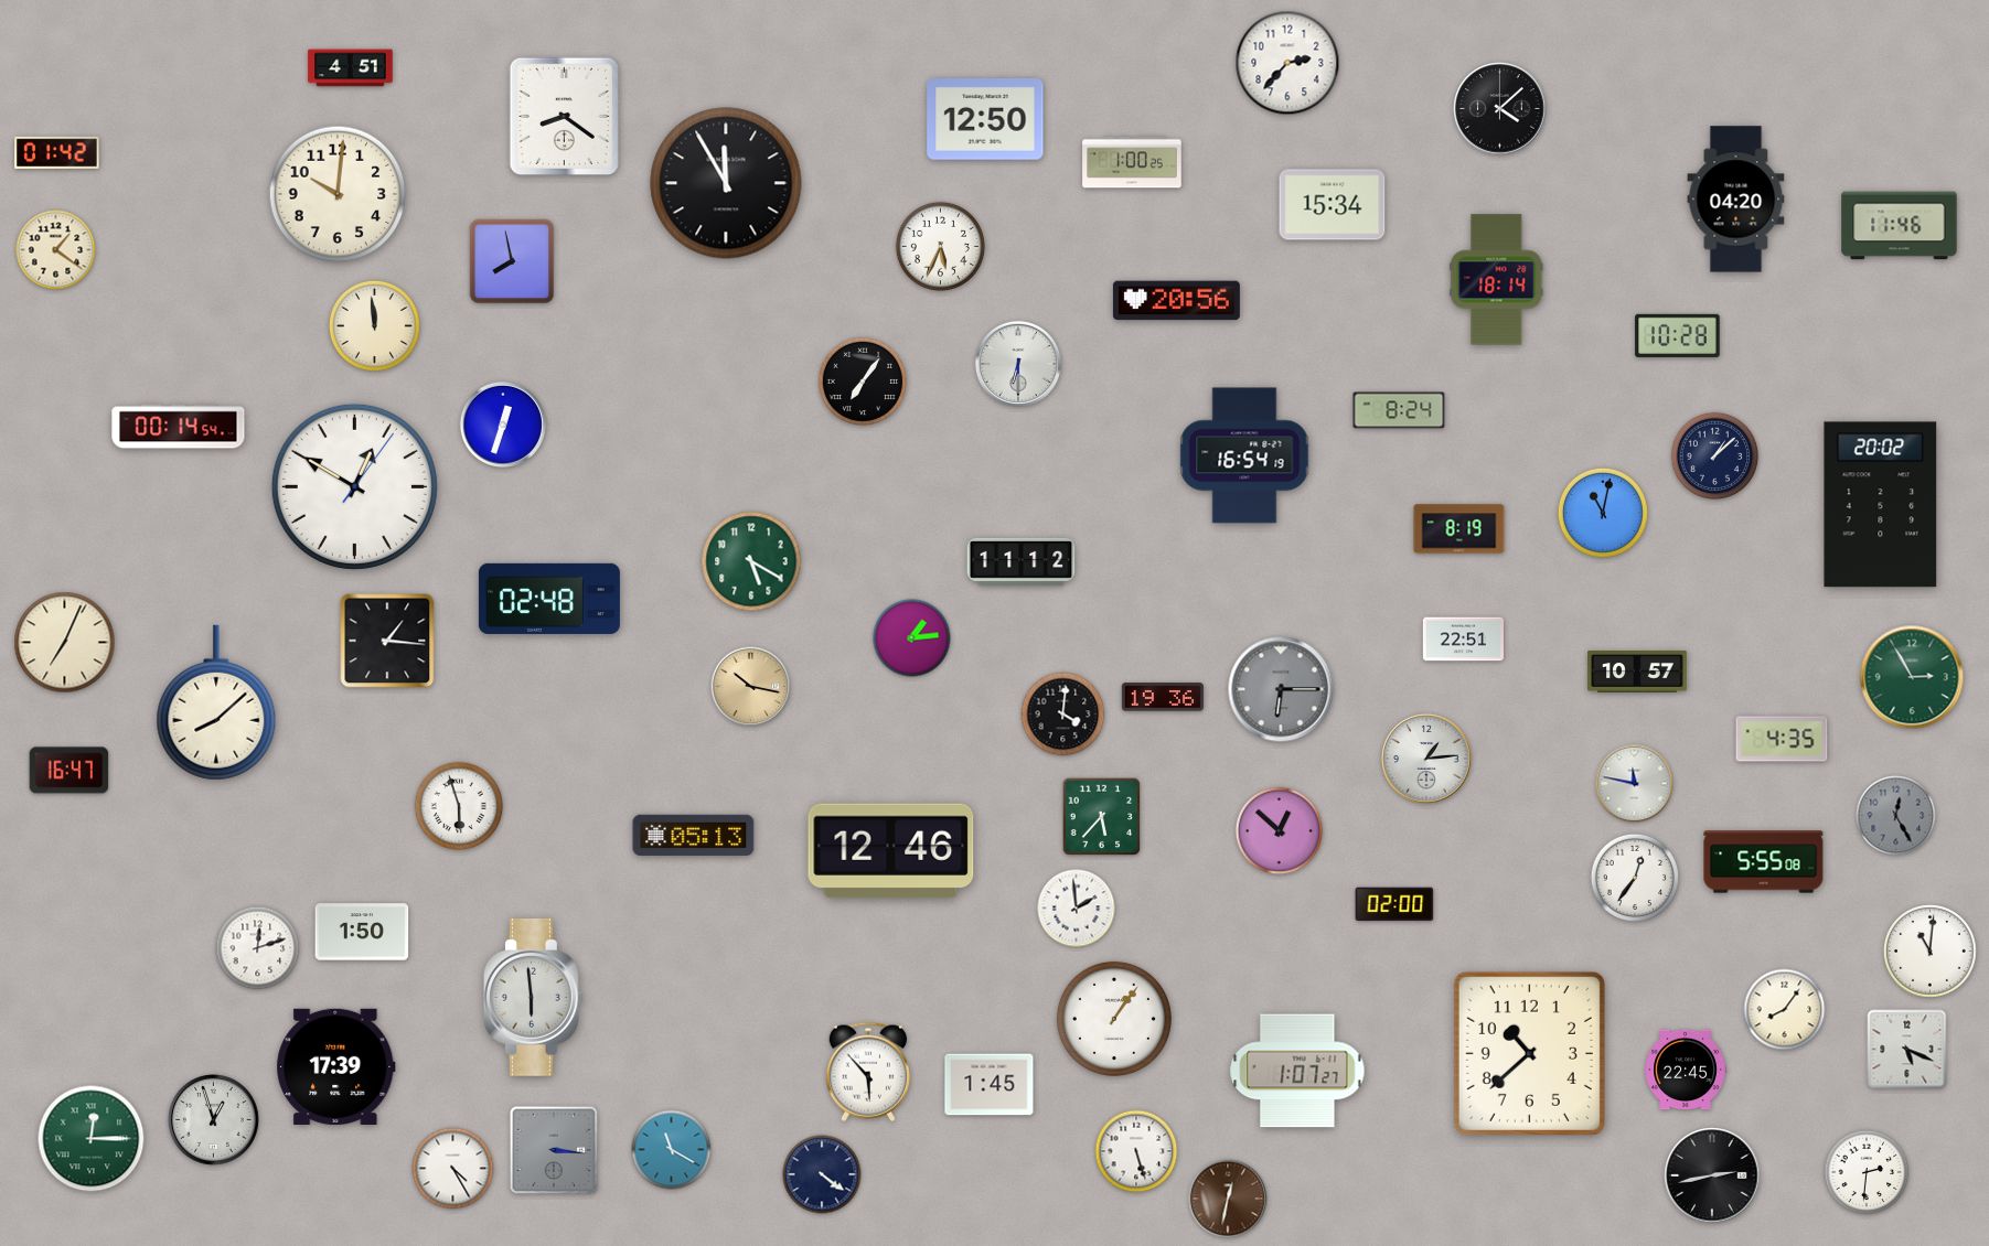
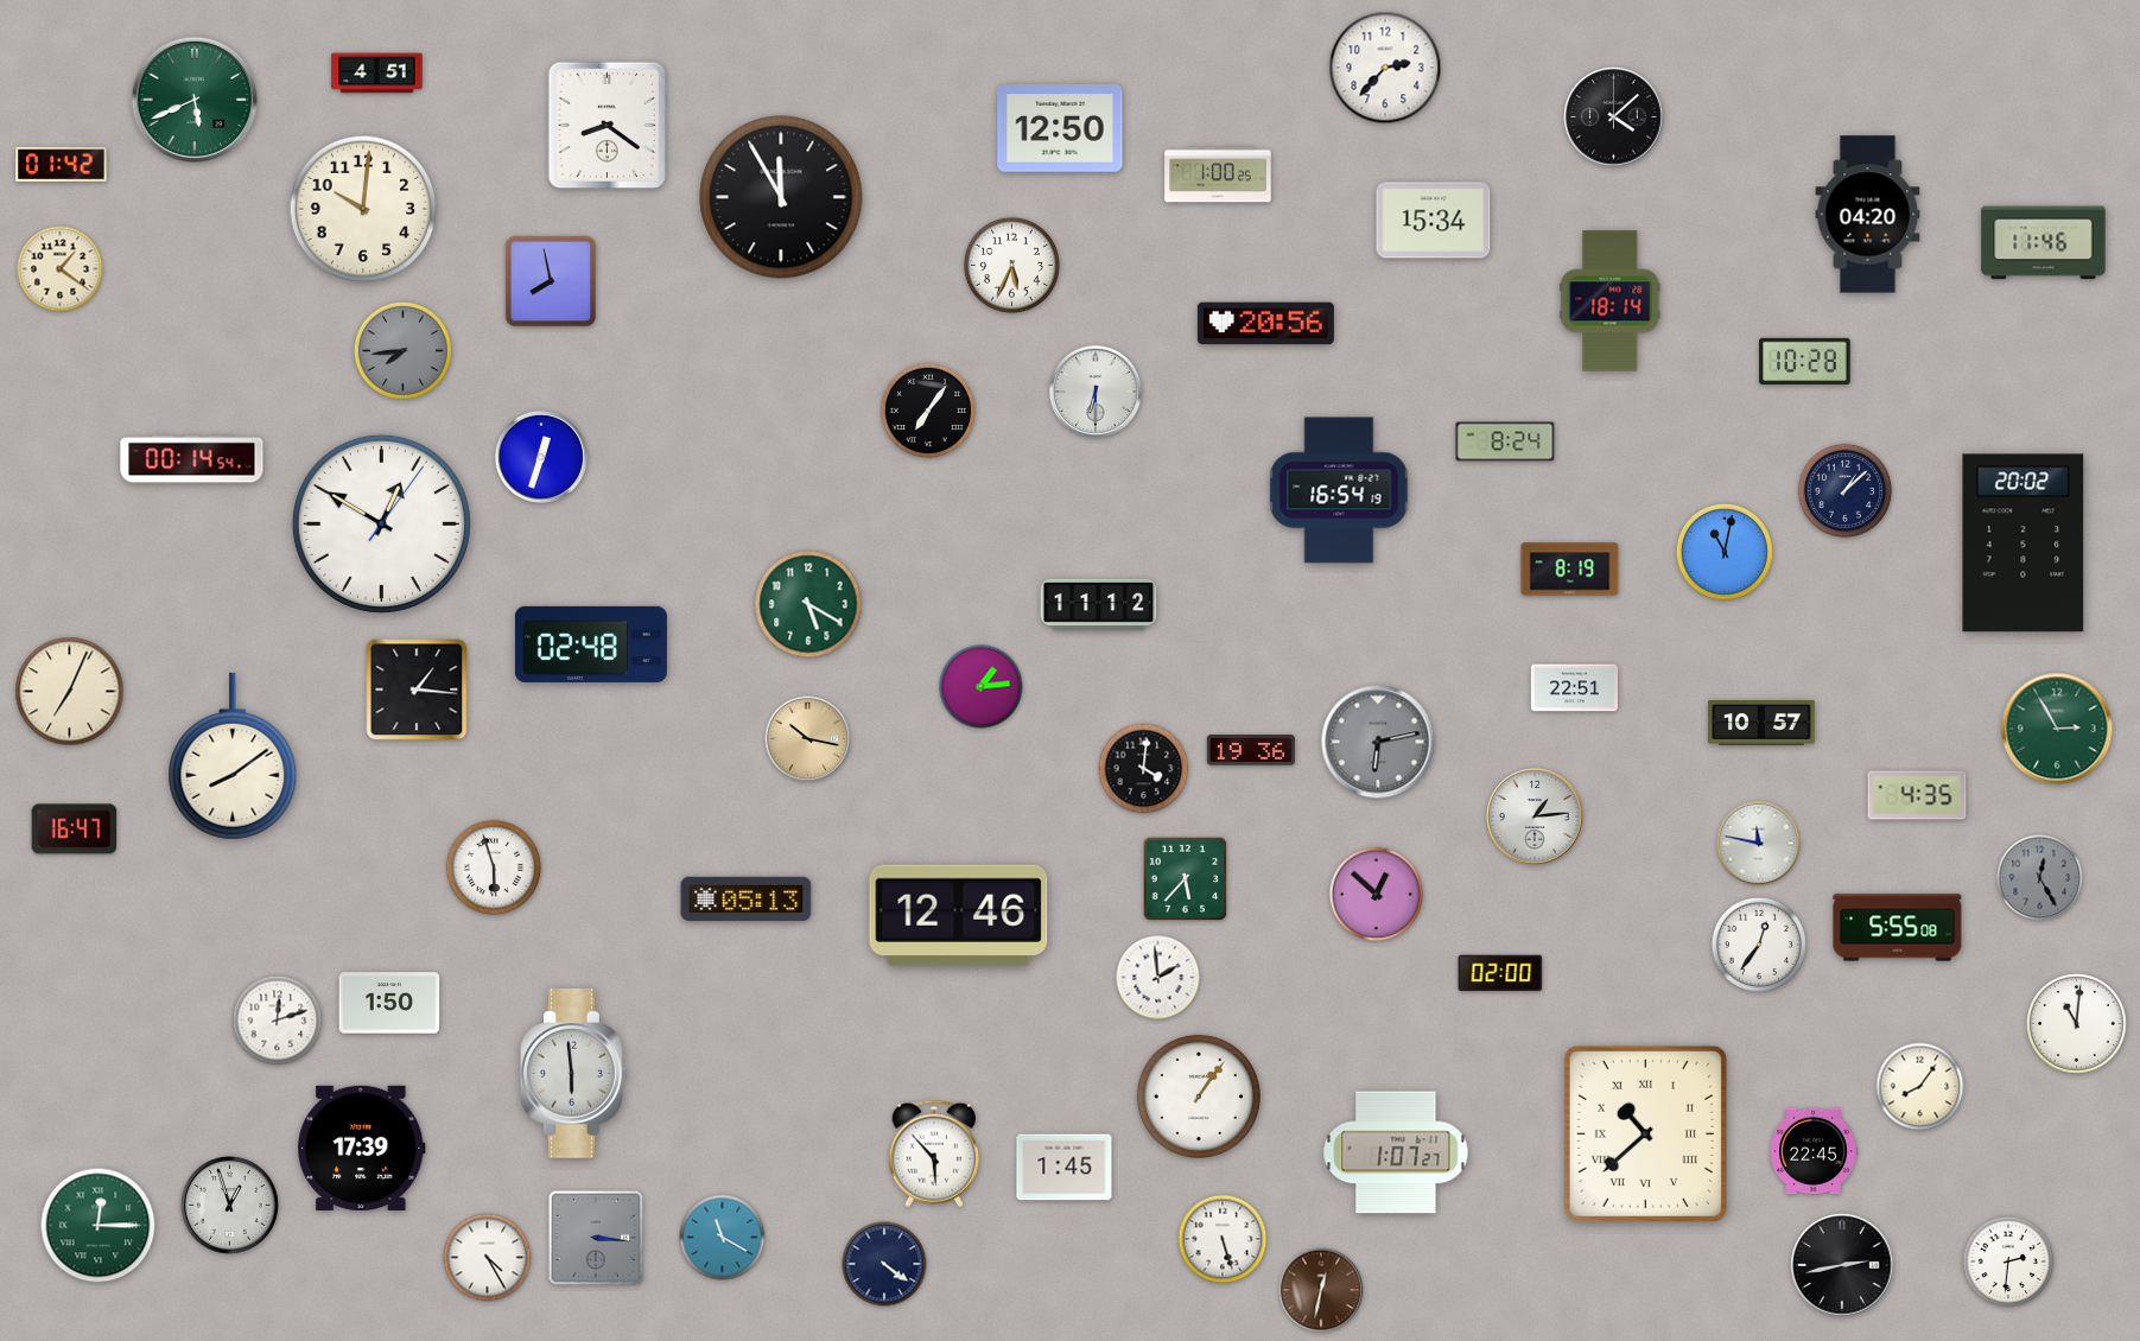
clock at (195, 100): none -> 5:41
clock at (374, 325): 11:59 -> 7:44
clock at (374, 325) dial: cream -> grey
clock at (1281, 689): 6:15 -> 6:13
clock at (216, 702): 8:08 -> 8:09
clock at (1907, 1050): 5:19 -> none
clock at (1529, 1053) numerals: Arabic -> Roman
